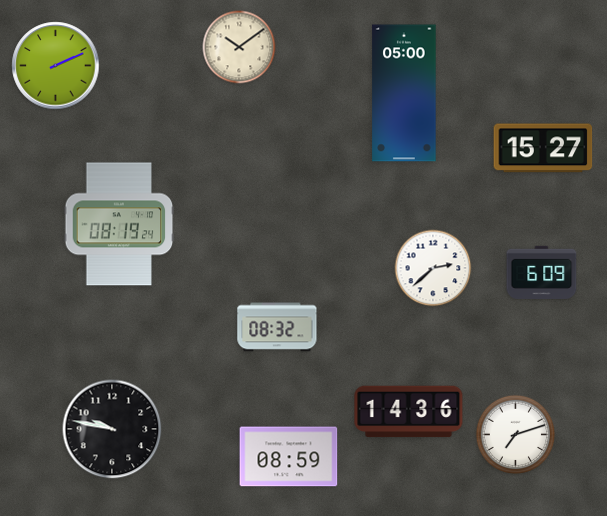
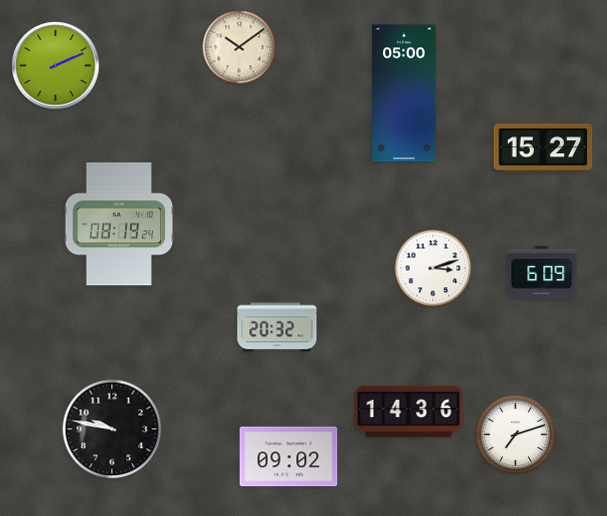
clock at (433, 268): 2:38 -> 3:12
clock at (277, 327): 08:32 -> 20:32
clock at (289, 457): 08:59 -> 09:02
